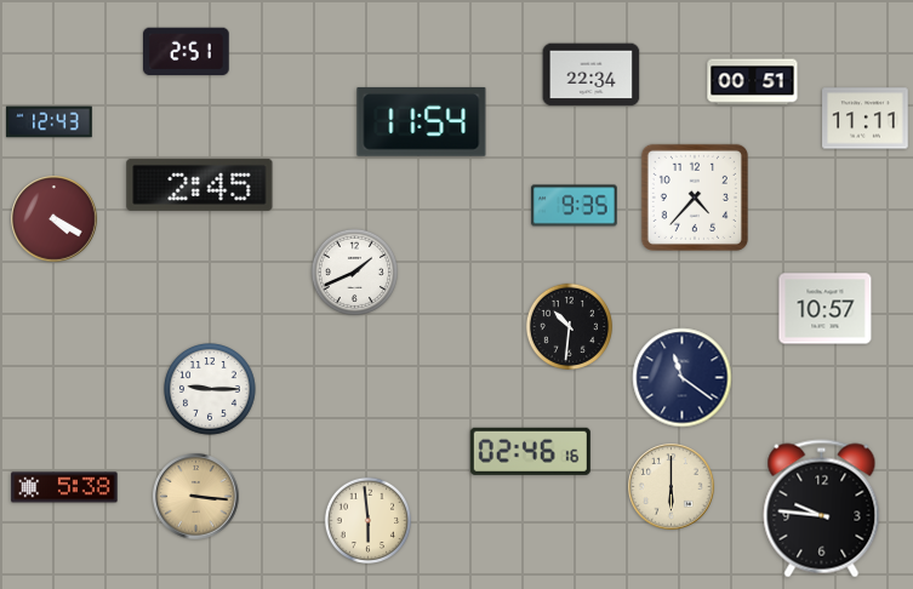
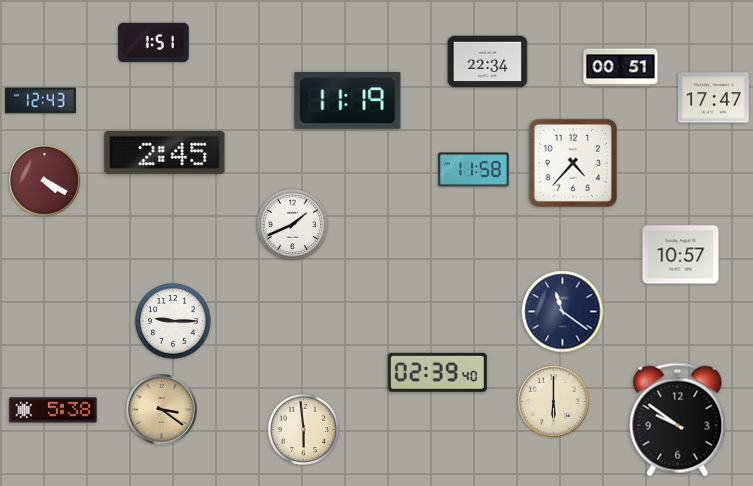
clock at (187, 52): 2:51 -> 1:51
clock at (866, 119): 11:11 -> 17:47
clock at (422, 121): 11:54 -> 11:19
clock at (575, 206): 9:35 -> 11:58
clock at (569, 326): 10:31 -> none
clock at (530, 451): 02:46 -> 02:39
clock at (64, 487) position: (64, 487) -> (53, 410)
clock at (196, 497): 3:16 -> 3:21
clock at (822, 509): 9:46 -> 9:51
